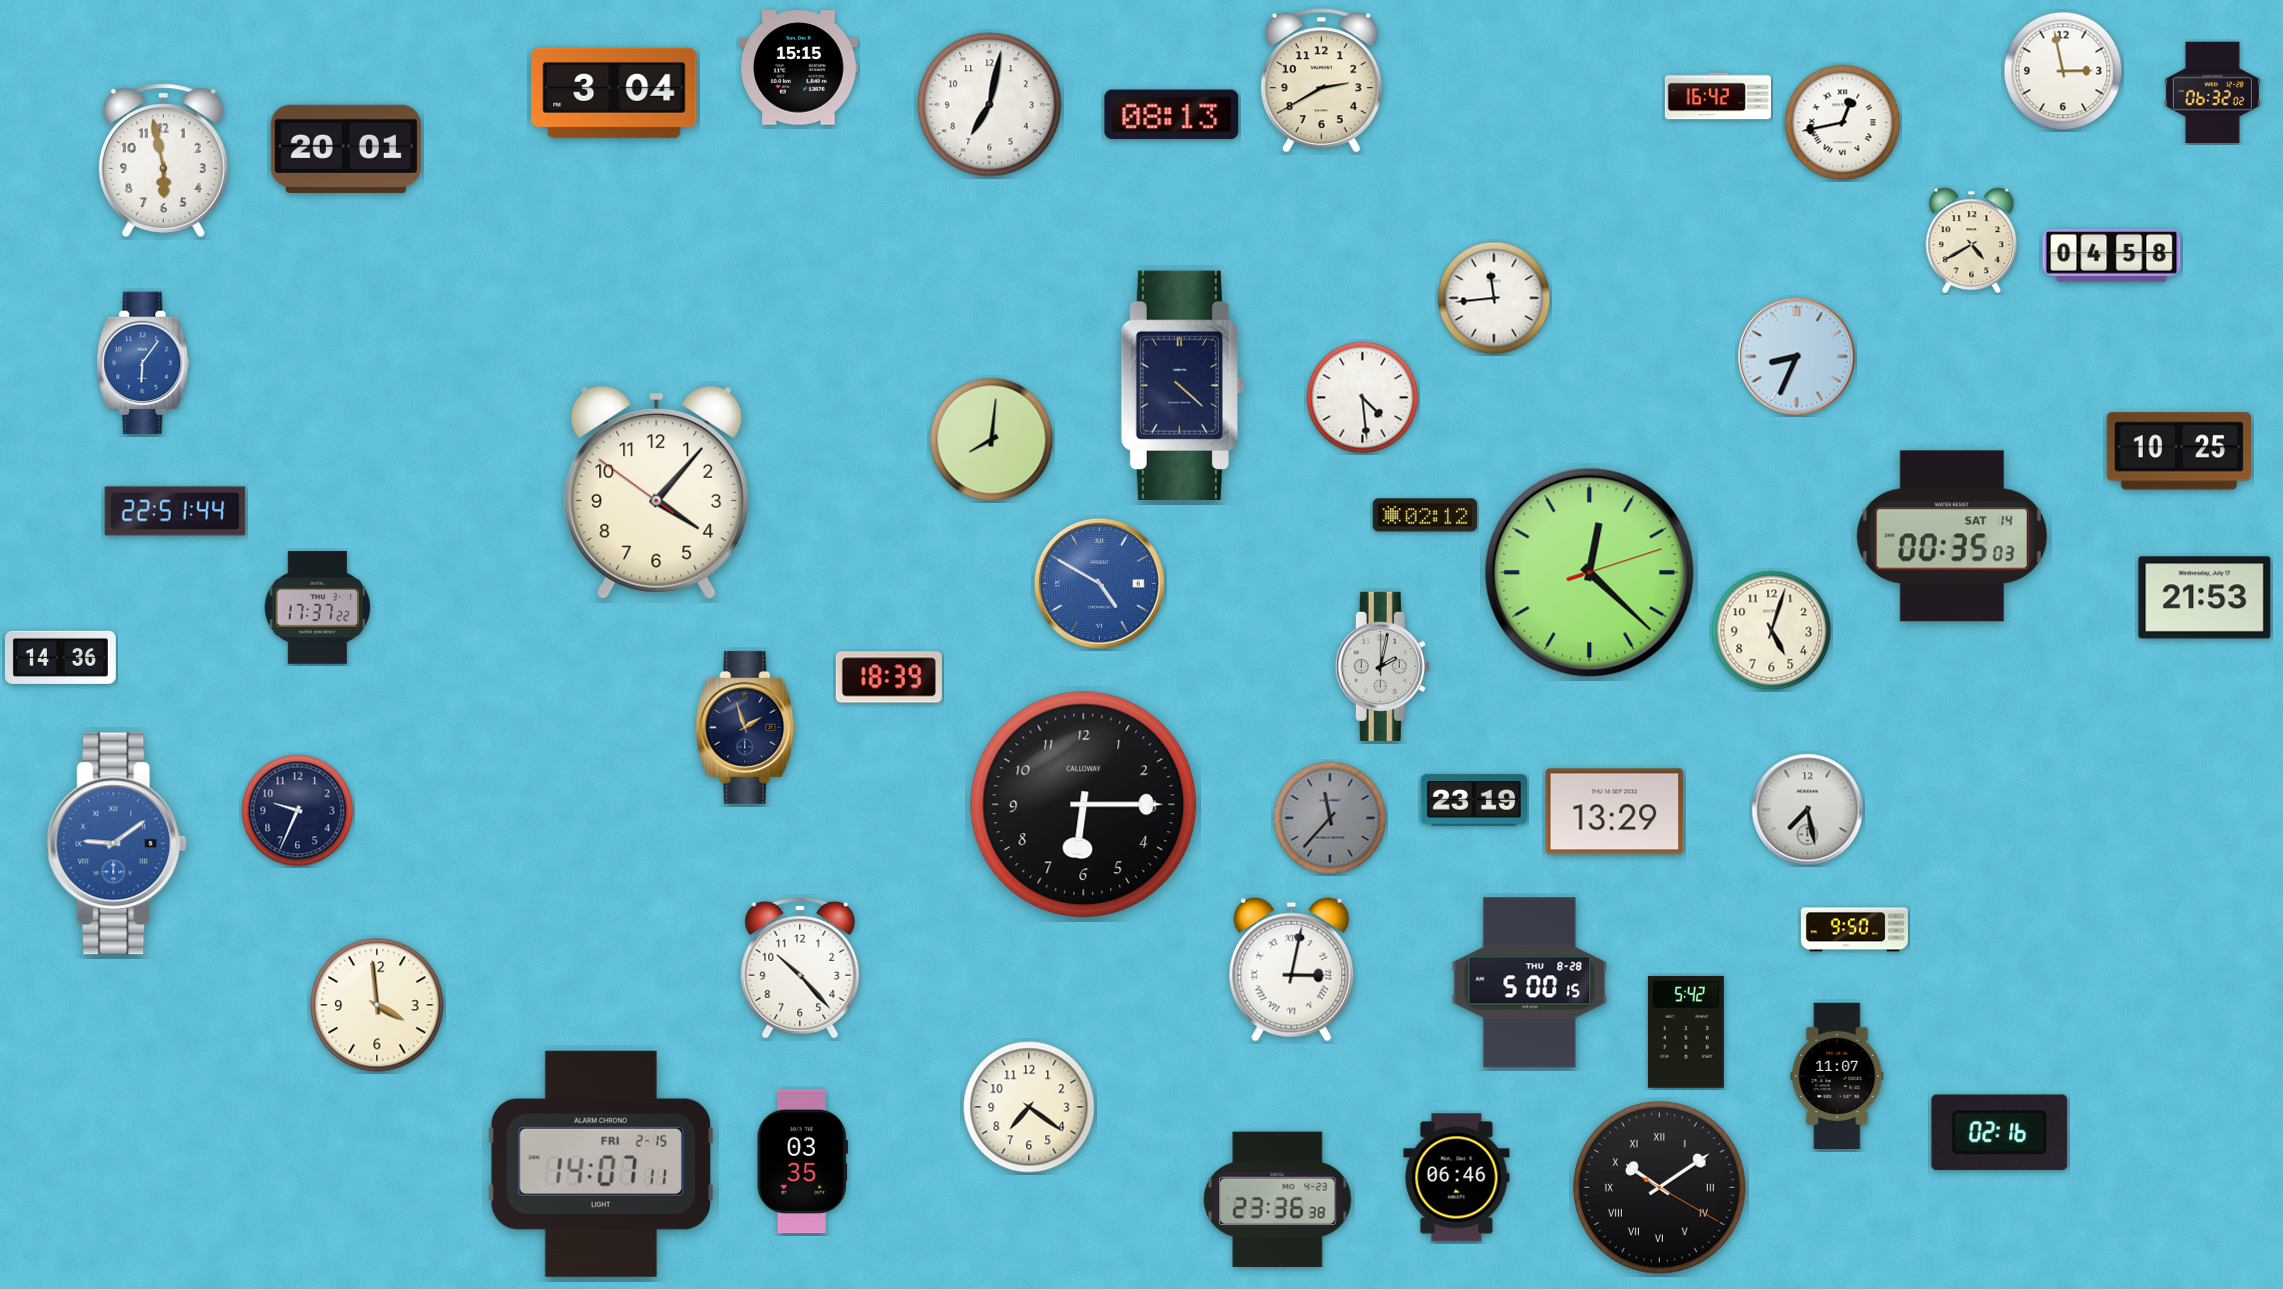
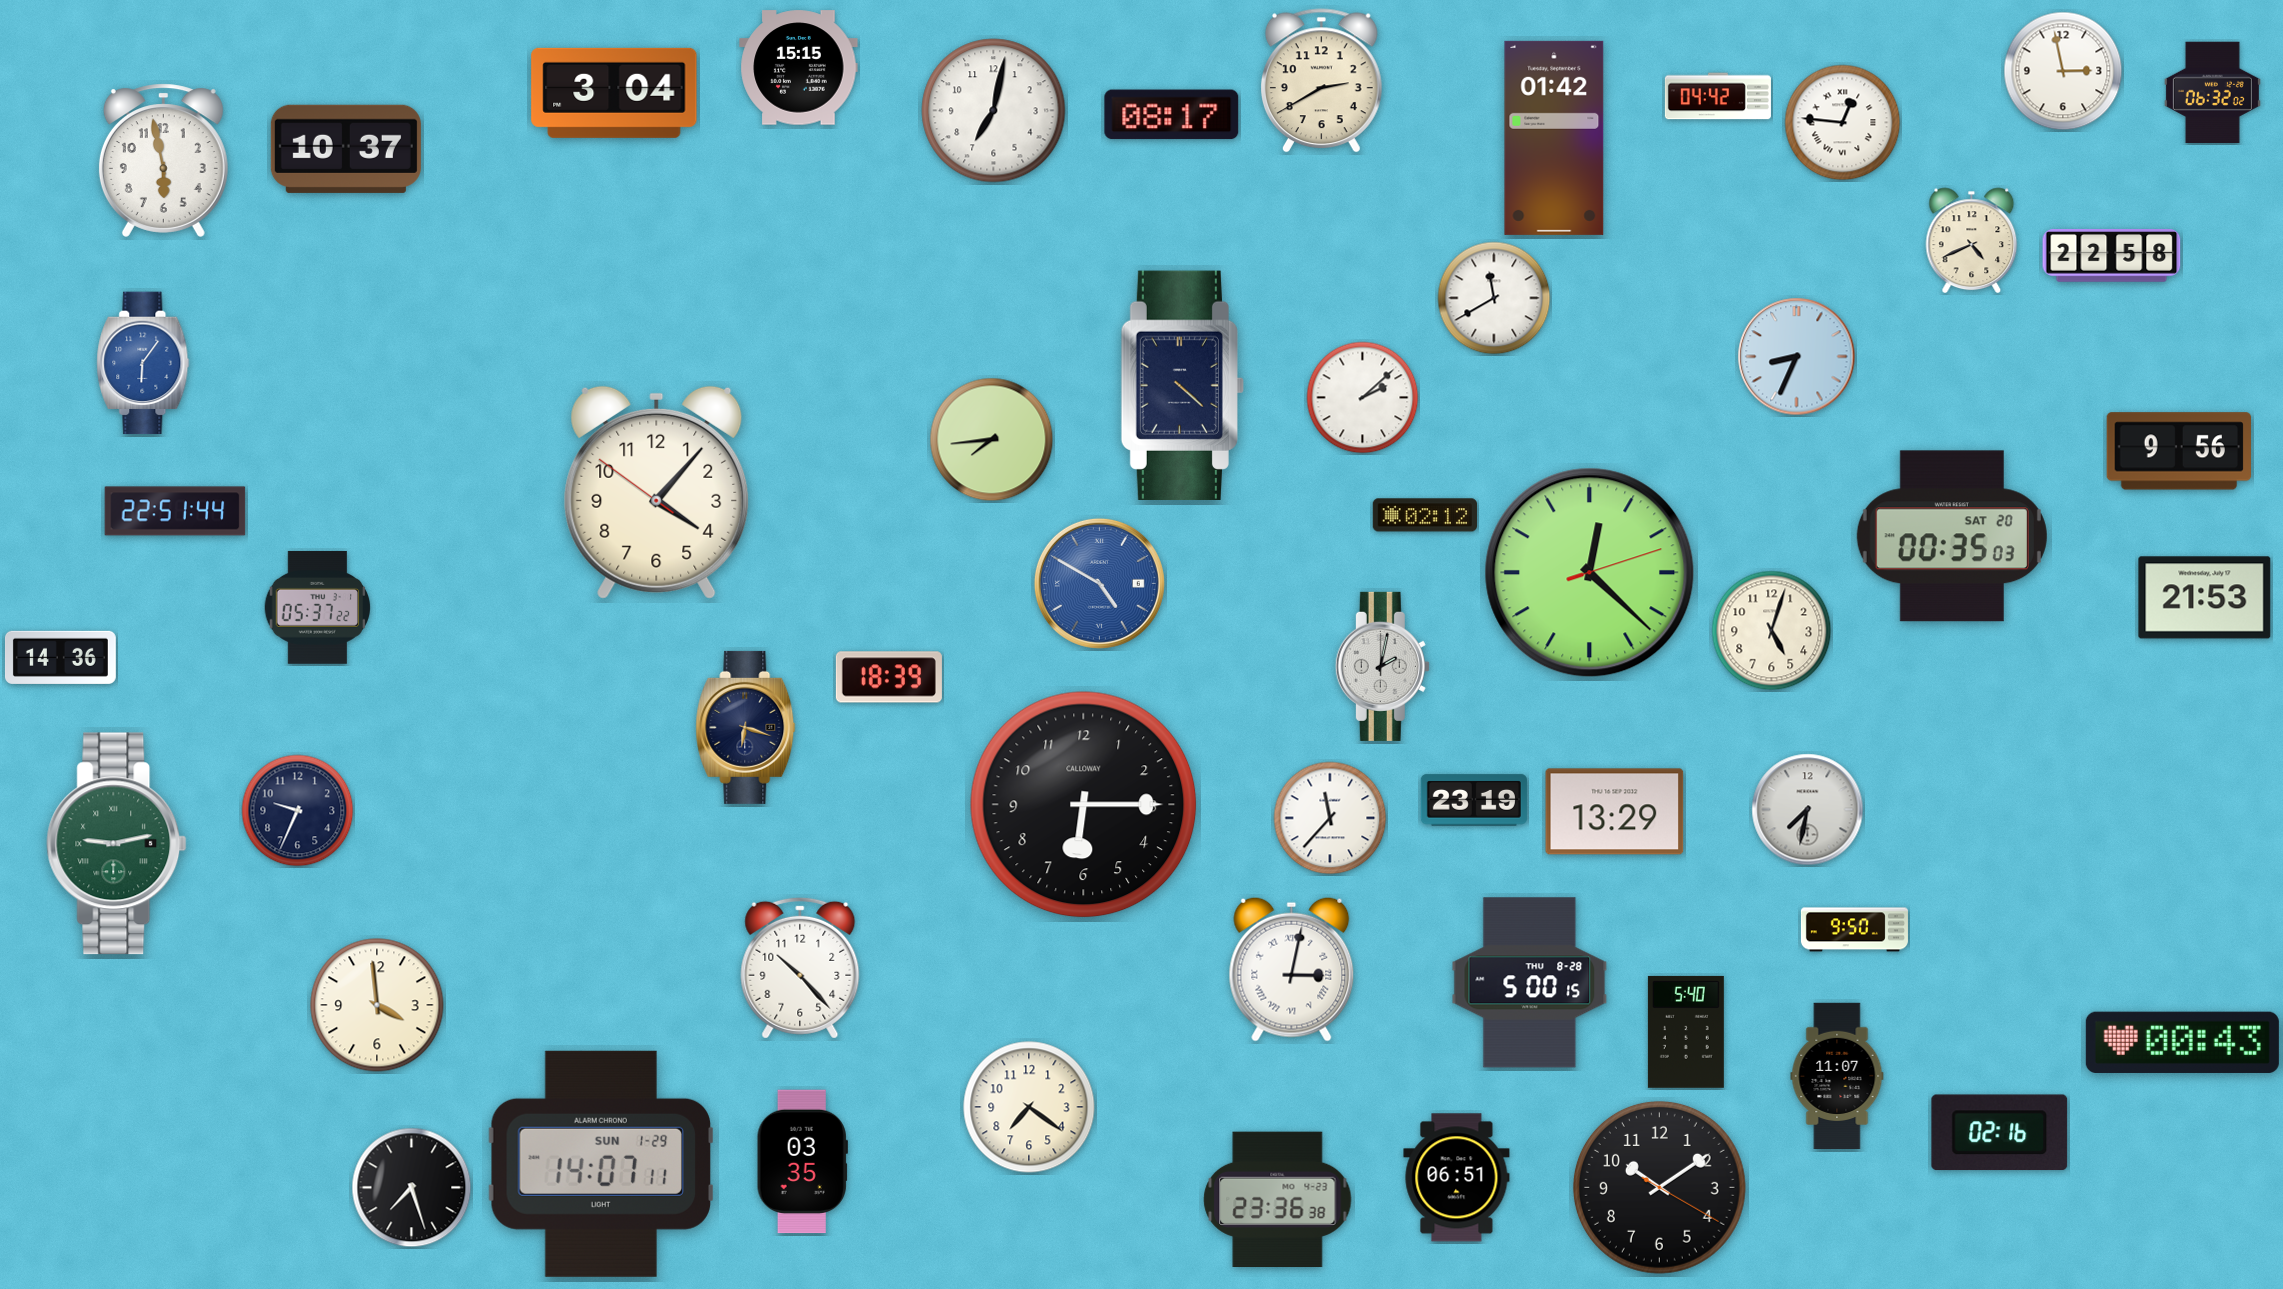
clock at (1718, 96): 16:42 -> 04:42
clock at (990, 105) position: (990, 105) -> (994, 111)
clock at (1172, 115): 08:13 -> 08:17
clock at (1843, 123): 12:43 -> 12:46
clock at (1554, 138): none -> 01:42
clock at (346, 149): 20:01 -> 10:37
clock at (1972, 241): 4:40 -> 4:41
clock at (2112, 256): 04:58 -> 22:58
clock at (1494, 298): 11:44 -> 11:40
clock at (1363, 398): 4:29 -> 2:08
clock at (992, 440): 8:01 -> 7:44
clock at (2178, 451): 10:25 -> 9:56
clock at (1952, 536) date: SAT 14 -> SAT 20
clock at (318, 607): 17:37 -> 05:37
clock at (746, 727): 1:57 -> 6:18
clock at (1808, 810): 7:28 -> 7:32
clock at (1330, 818) dial: grey -> white
clock at (117, 844): 9:09 -> 9:13
clock at (117, 844) dial: blue -> green
clock at (1686, 1032): 5:42 -> 5:40
clock at (2182, 1042): none -> 00:43
clock at (600, 1164) date: FRI 2-15 -> SUN 1-29
clock at (1457, 1178): 06:46 -> 06:51
clock at (1659, 1187) numerals: Roman -> Arabic
clock at (412, 1188): none -> 7:27
